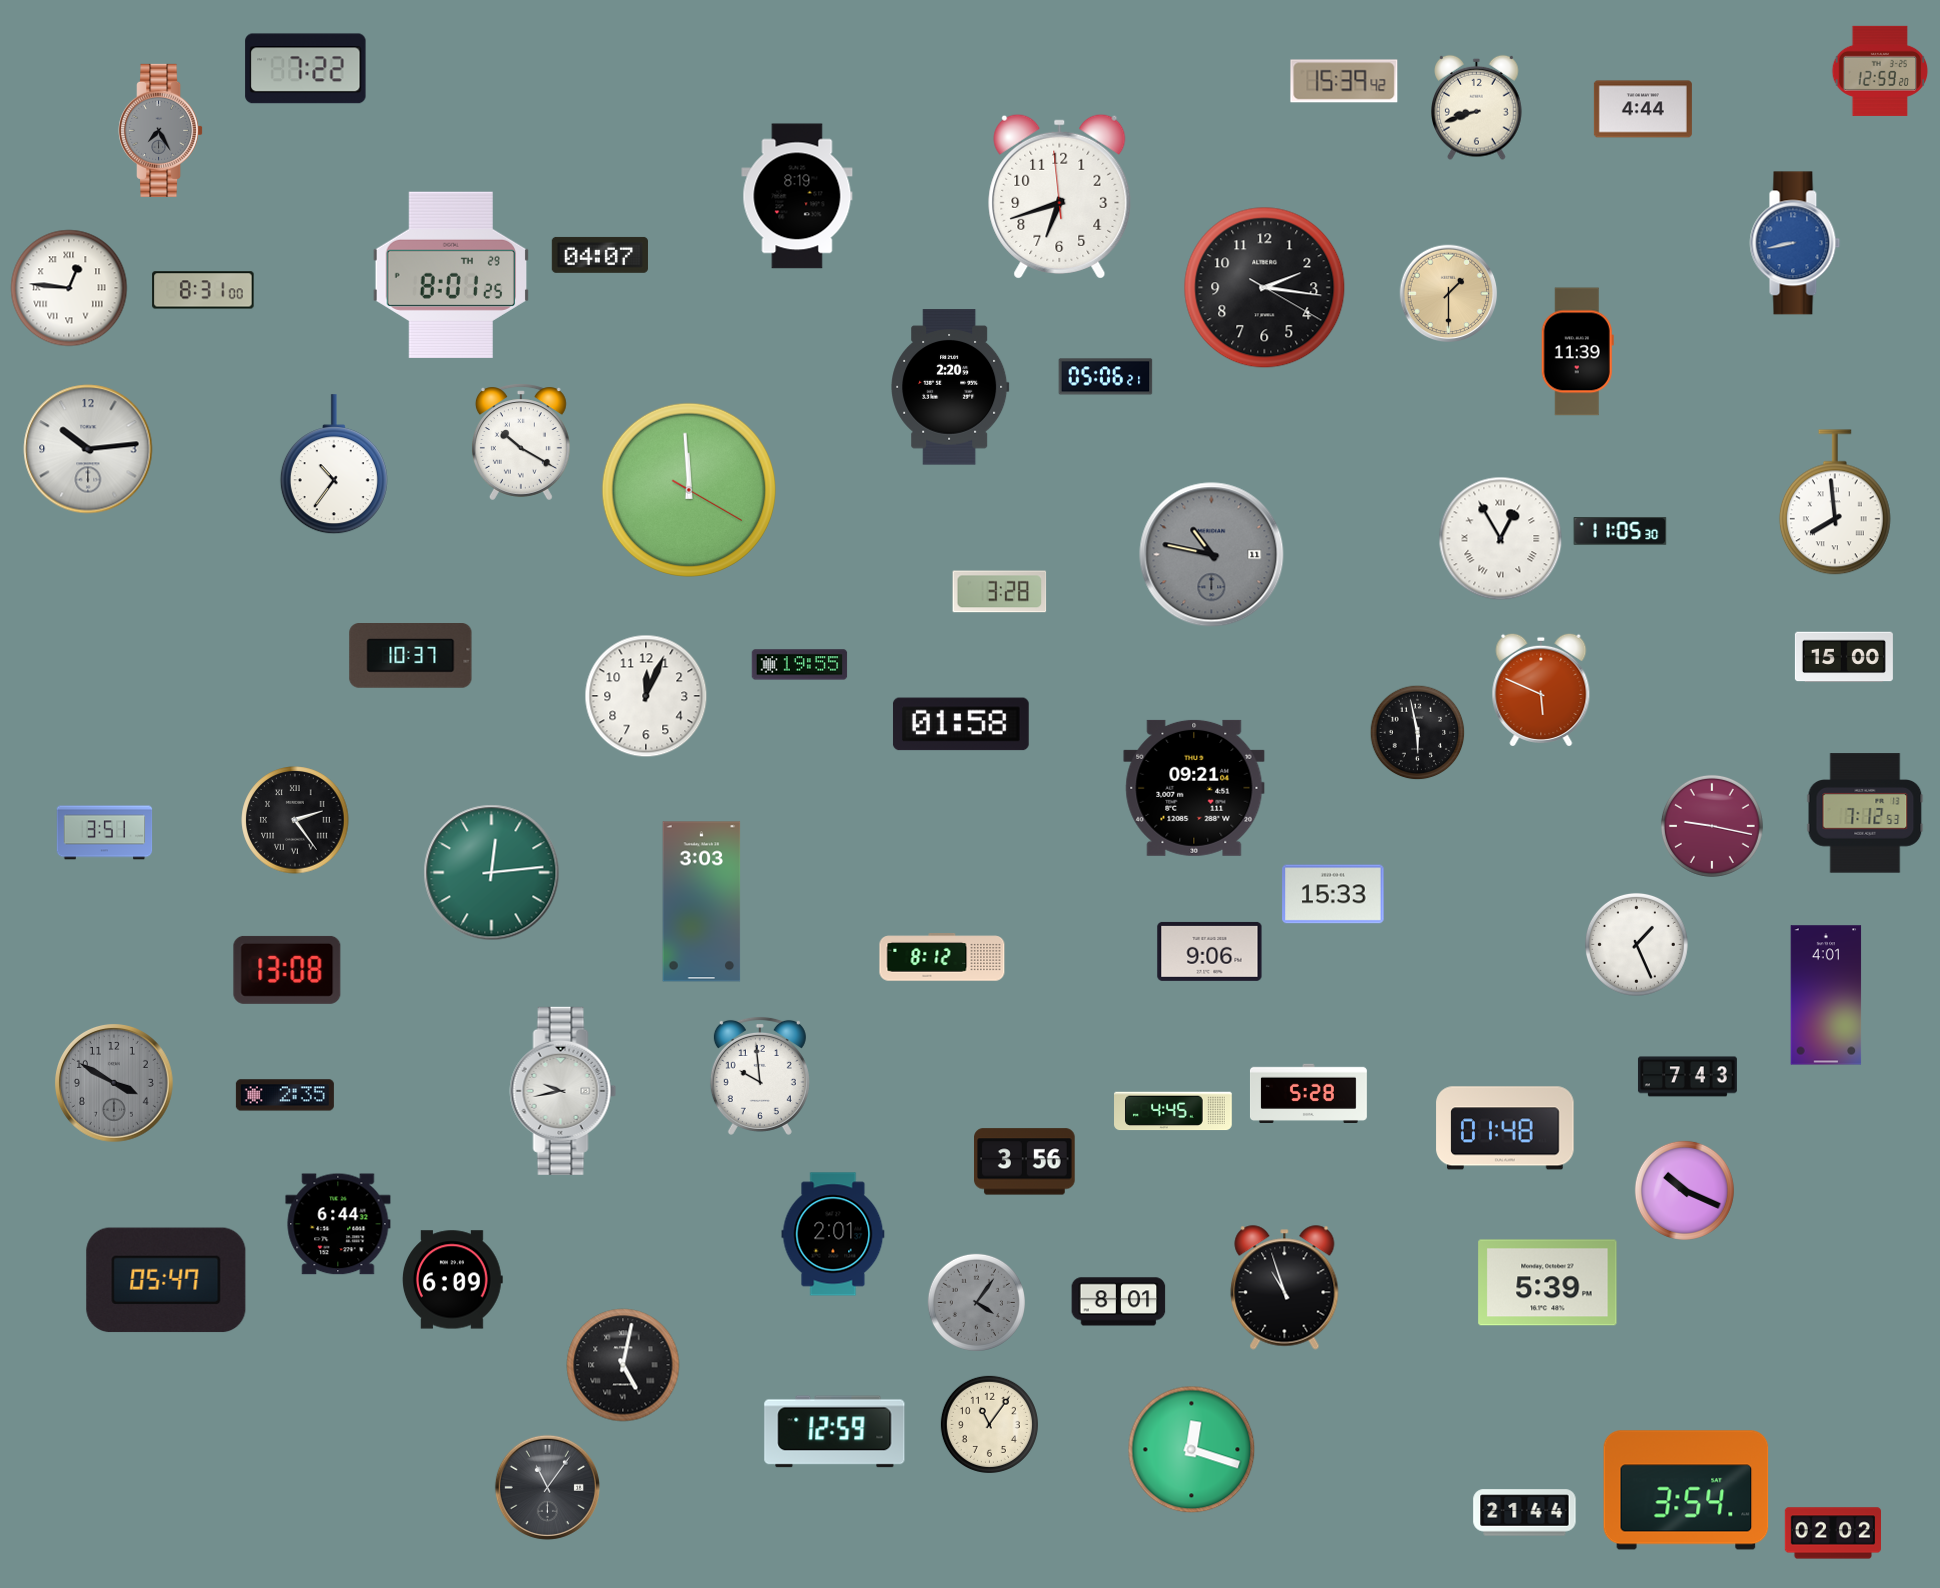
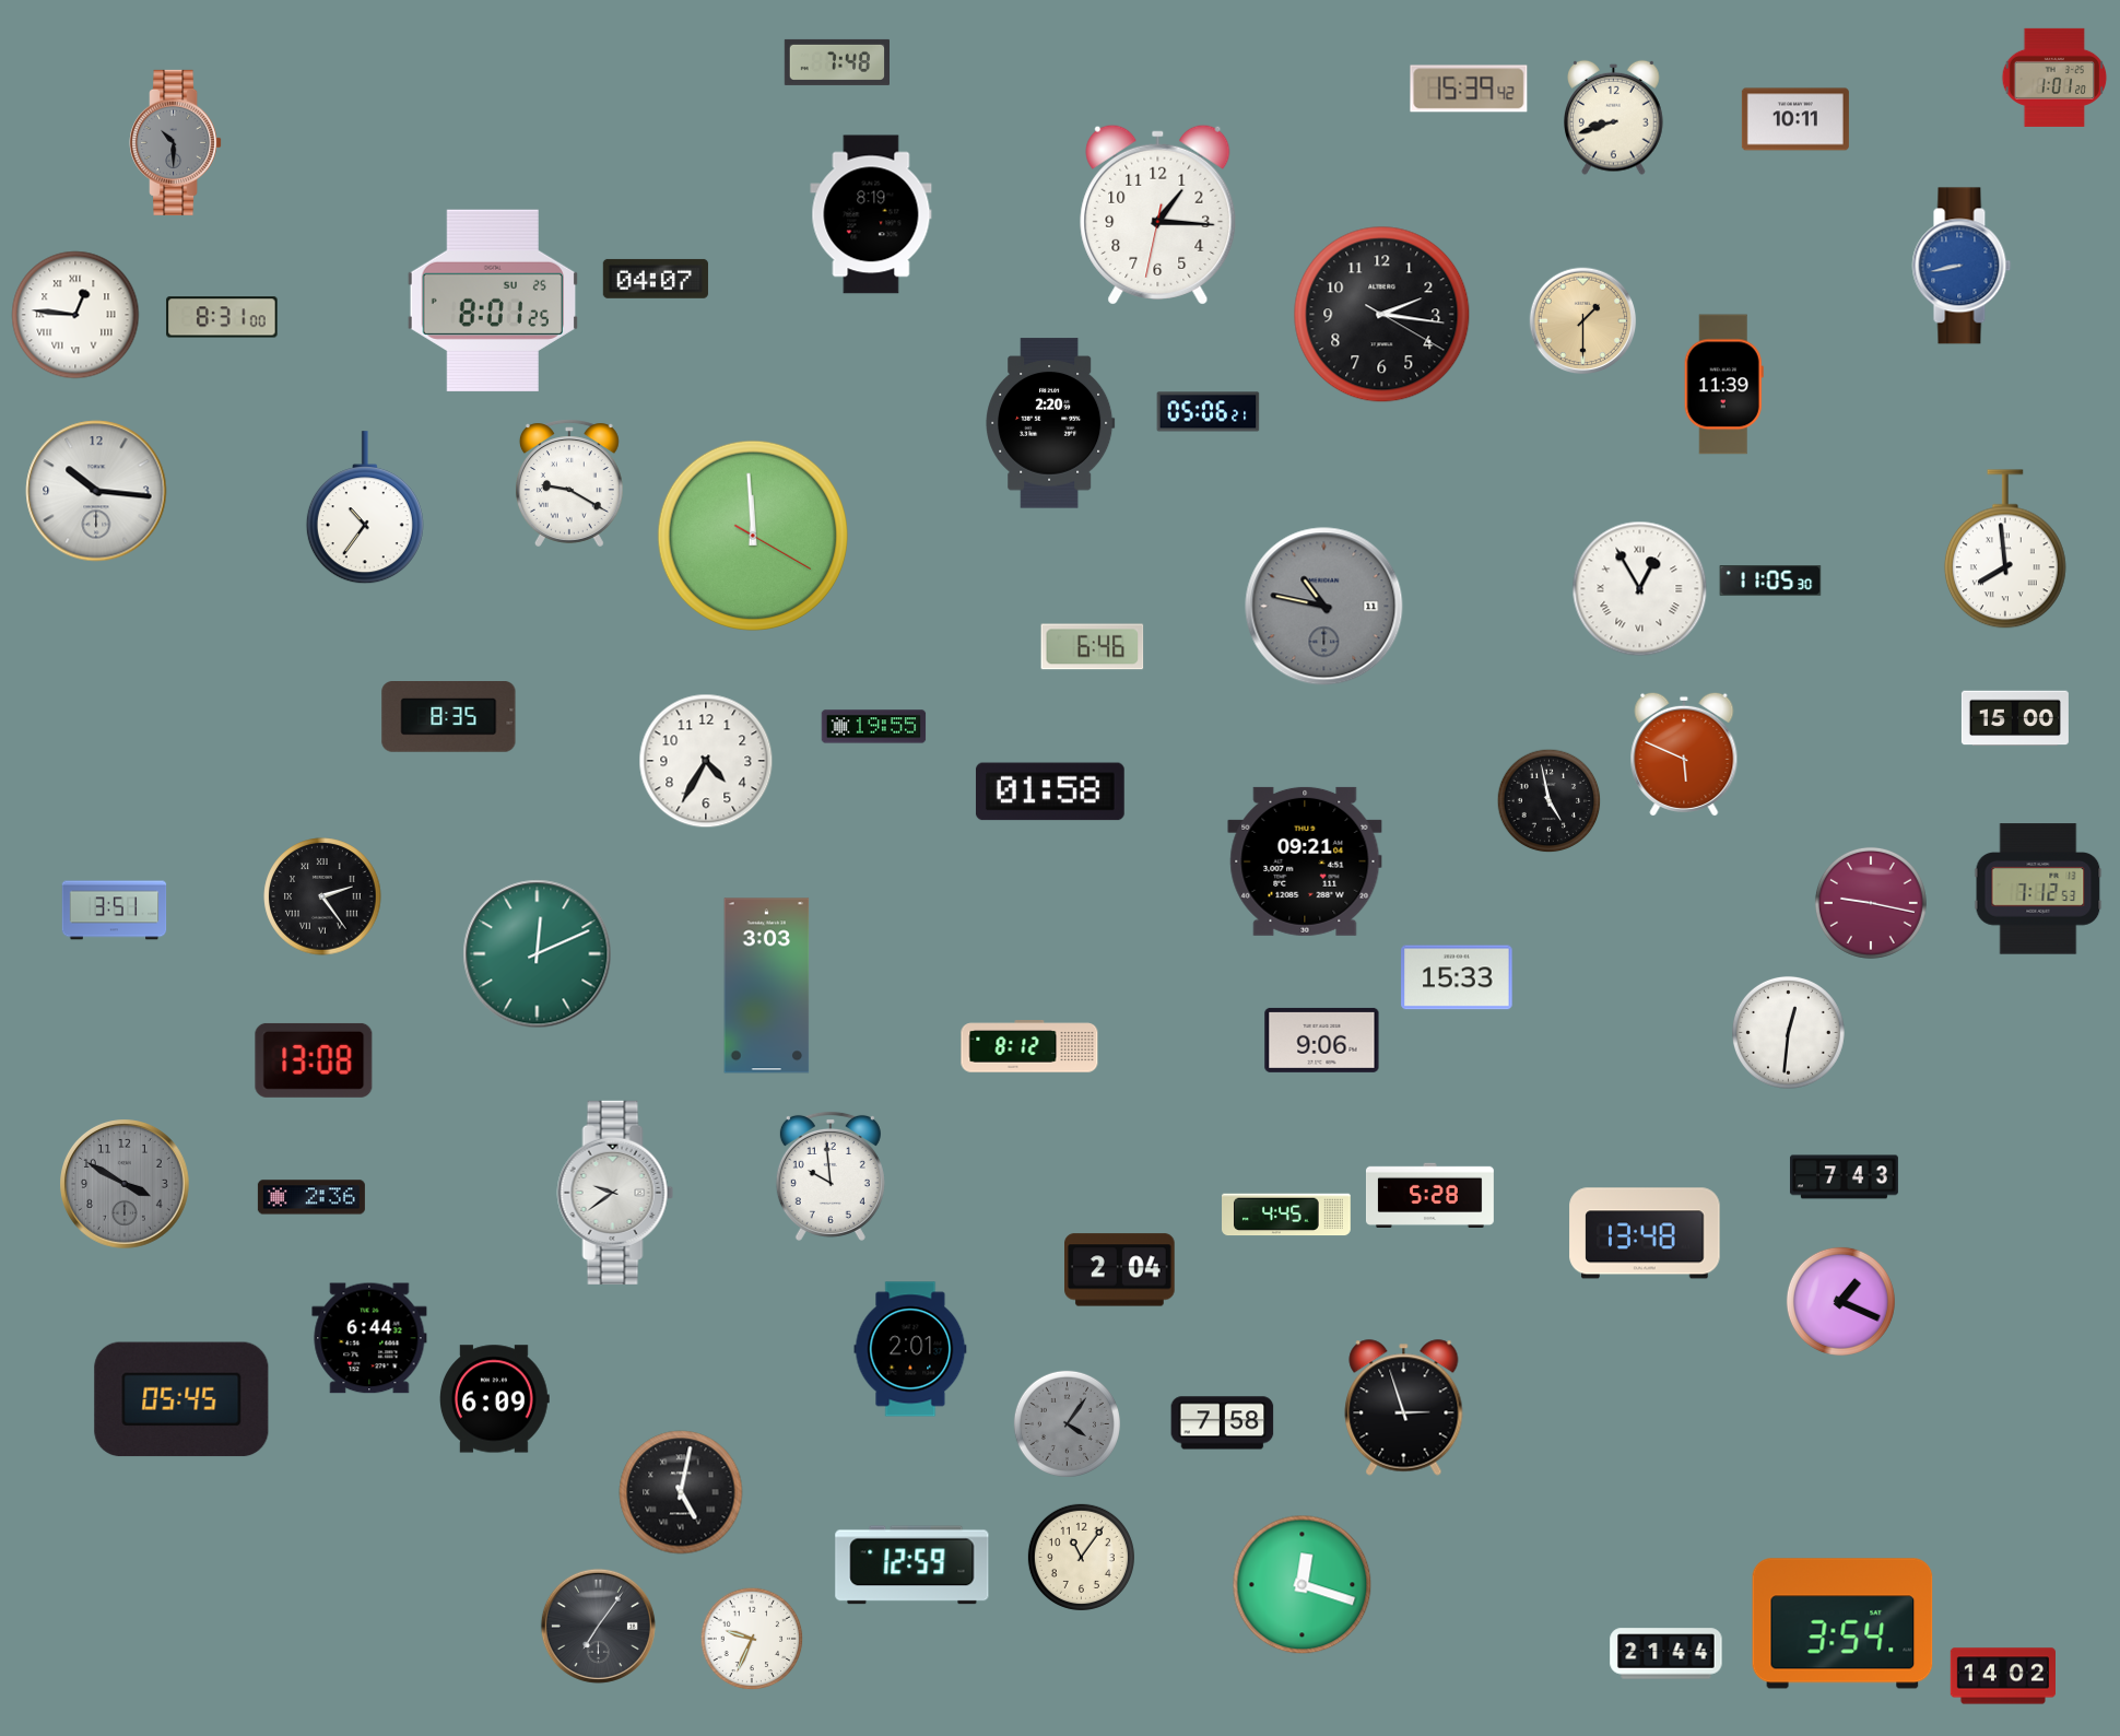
clock at (836, 62): none -> 7:48
clock at (306, 69): 7:22 -> none
clock at (1880, 71): 12:59 -> 1:01
clock at (1643, 109): 4:44 -> 10:11
clock at (161, 130): 7:25 -> 10:30
clock at (1060, 196): 6:41 -> 1:15
clock at (450, 275) date: TH 29 -> SU 25
clock at (950, 387) position: (950, 387) -> (1050, 423)
clock at (521, 442): 10:20 -> 9:20
clock at (88, 449): 10:14 -> 10:16
clock at (1000, 592): 3:28 -> 6:46
clock at (411, 656): 10:37 -> 8:35
clock at (646, 696): 12:04 -> 4:35
clock at (1418, 733): 5:58 -> 4:58
clock at (492, 873): 12:14 -> 12:11
clock at (1636, 944): 1:26 -> 12:31
clock at (1826, 995): 4:01 -> none
clock at (563, 1091): 9:43 -> 9:39
clock at (285, 1095): 2:35 -> 2:36
clock at (1174, 1111) position: (1174, 1111) -> (1287, 1215)
clock at (1505, 1128): 01:48 -> 13:48
clock at (1025, 1162): 3:56 -> 2:04
clock at (1684, 1190): 10:19 -> 1:19
clock at (166, 1280): 05:47 -> 05:45
clock at (1548, 1283): 5:39 -> none
clock at (1285, 1288): 10:57 -> 2:57
clock at (1119, 1302): 8:01 -> 7:58
clock at (547, 1487): 11:06 -> 7:06
clock at (1686, 1490) position: (1686, 1490) -> (1842, 1623)
clock at (752, 1639): none -> 9:34
clock at (1833, 1533): 02:02 -> 14:02
